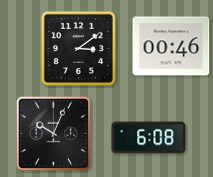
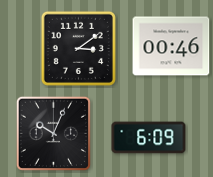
clock at (149, 138): 6:08 -> 6:09
